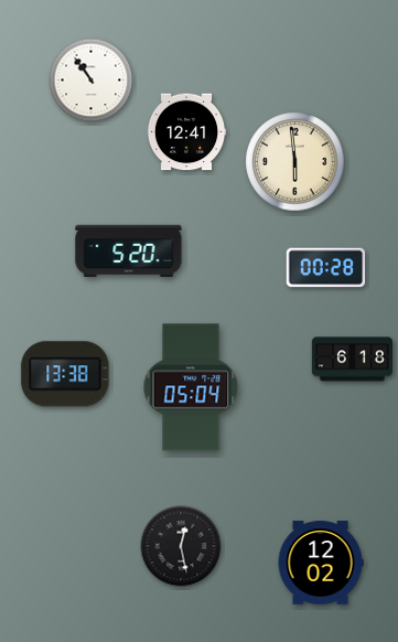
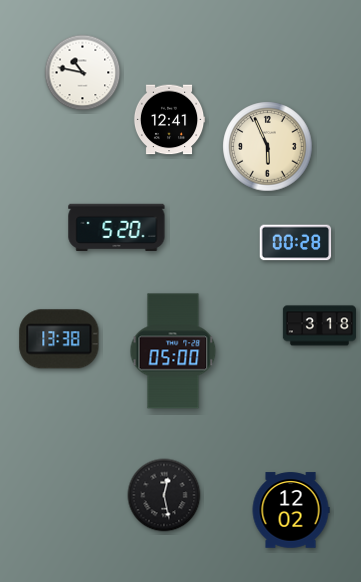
clock at (92, 81): 10:54 -> 10:47
clock at (295, 162): 5:59 -> 5:56
clock at (352, 360): 6:18 -> 3:18
clock at (191, 387): 05:04 -> 05:00
